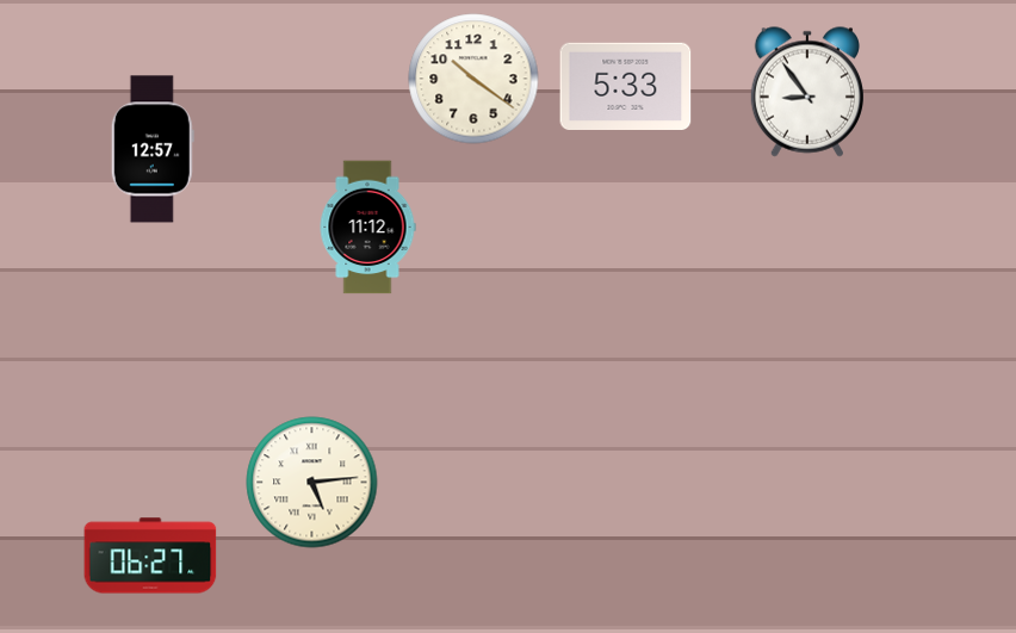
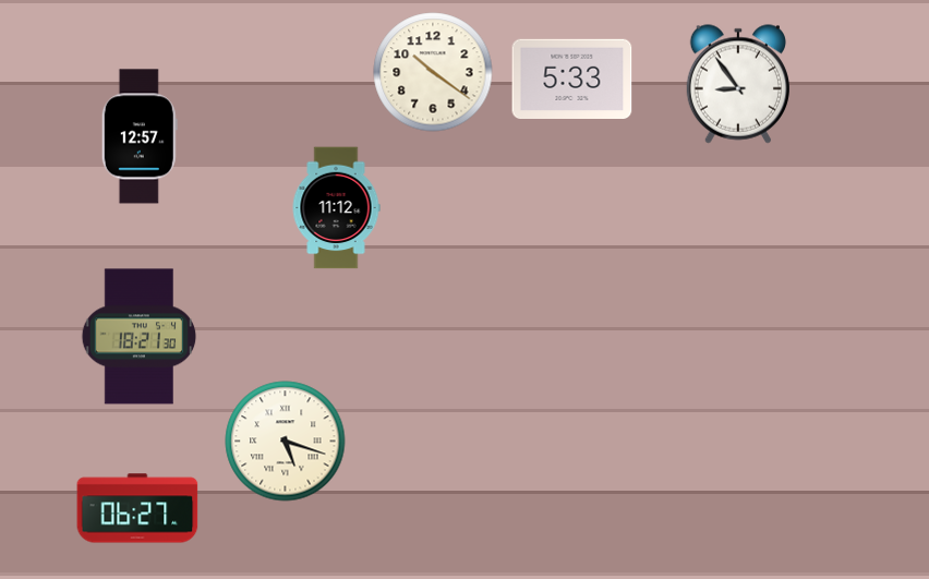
clock at (140, 337): none -> 18:21
clock at (312, 483): 5:14 -> 5:18
